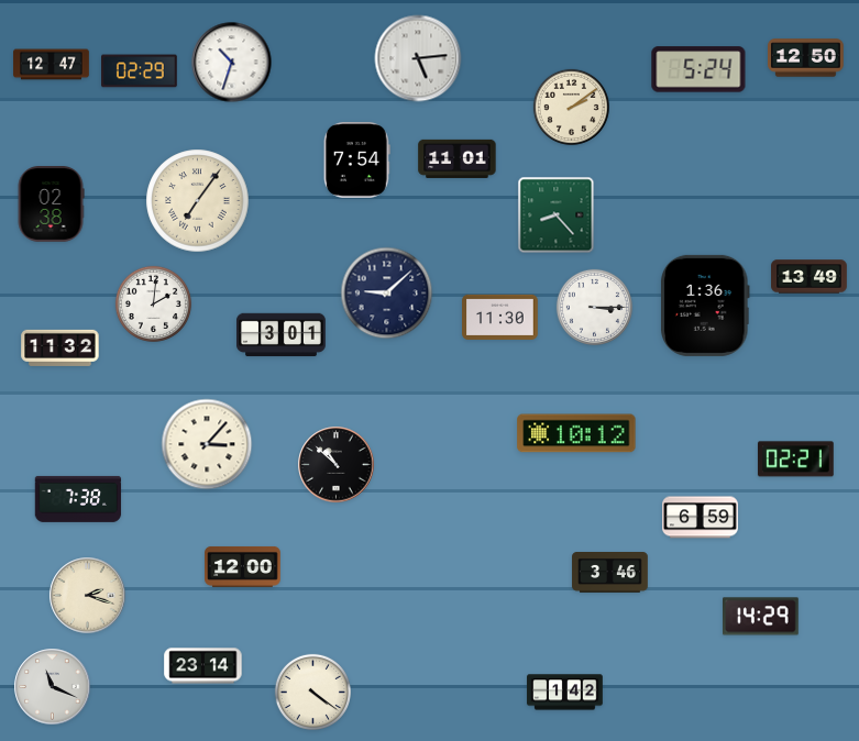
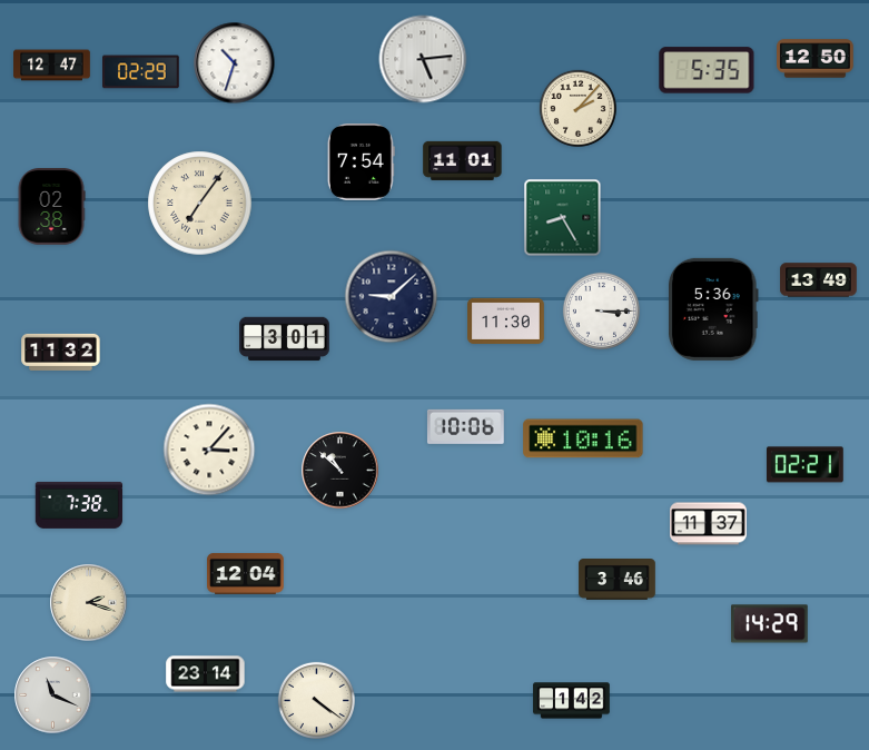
clock at (698, 69): 5:24 -> 5:35
clock at (571, 107): 2:09 -> 2:07
clock at (557, 215): 8:23 -> 8:25
clock at (153, 303): 2:01 -> none
clock at (705, 306): 1:36 -> 5:36
clock at (465, 426): none -> 10:06
clock at (576, 433): 10:12 -> 10:16
clock at (701, 518): 6:59 -> 11:37
clock at (243, 566): 12:00 -> 12:04
